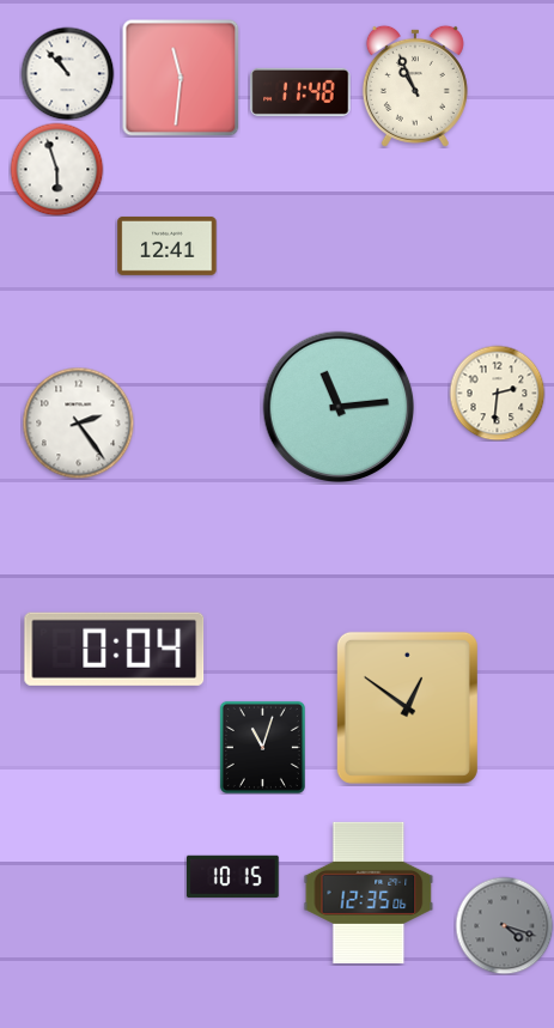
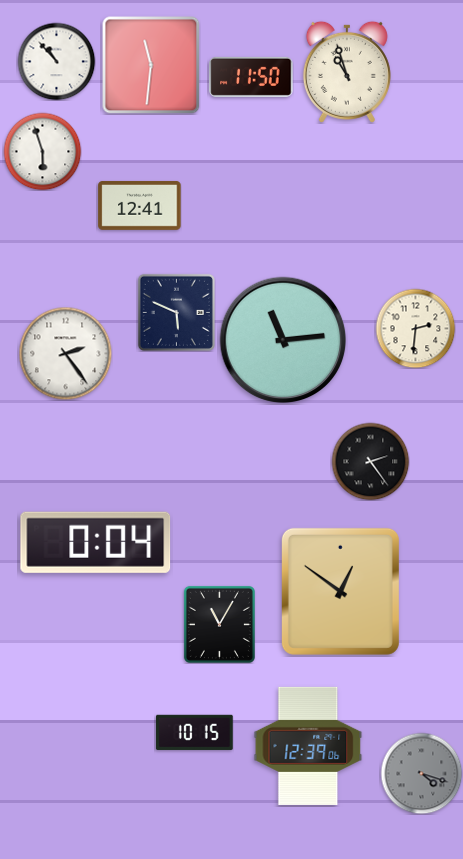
clock at (415, 86): 10:56 -> 10:57
clock at (300, 92): 11:48 -> 11:50
clock at (56, 169) position: (56, 169) -> (42, 151)
clock at (176, 312): none -> 5:49
clock at (370, 461): none -> 2:24
clock at (262, 747): 11:03 -> 11:05
clock at (369, 893): 12:35 -> 12:39
